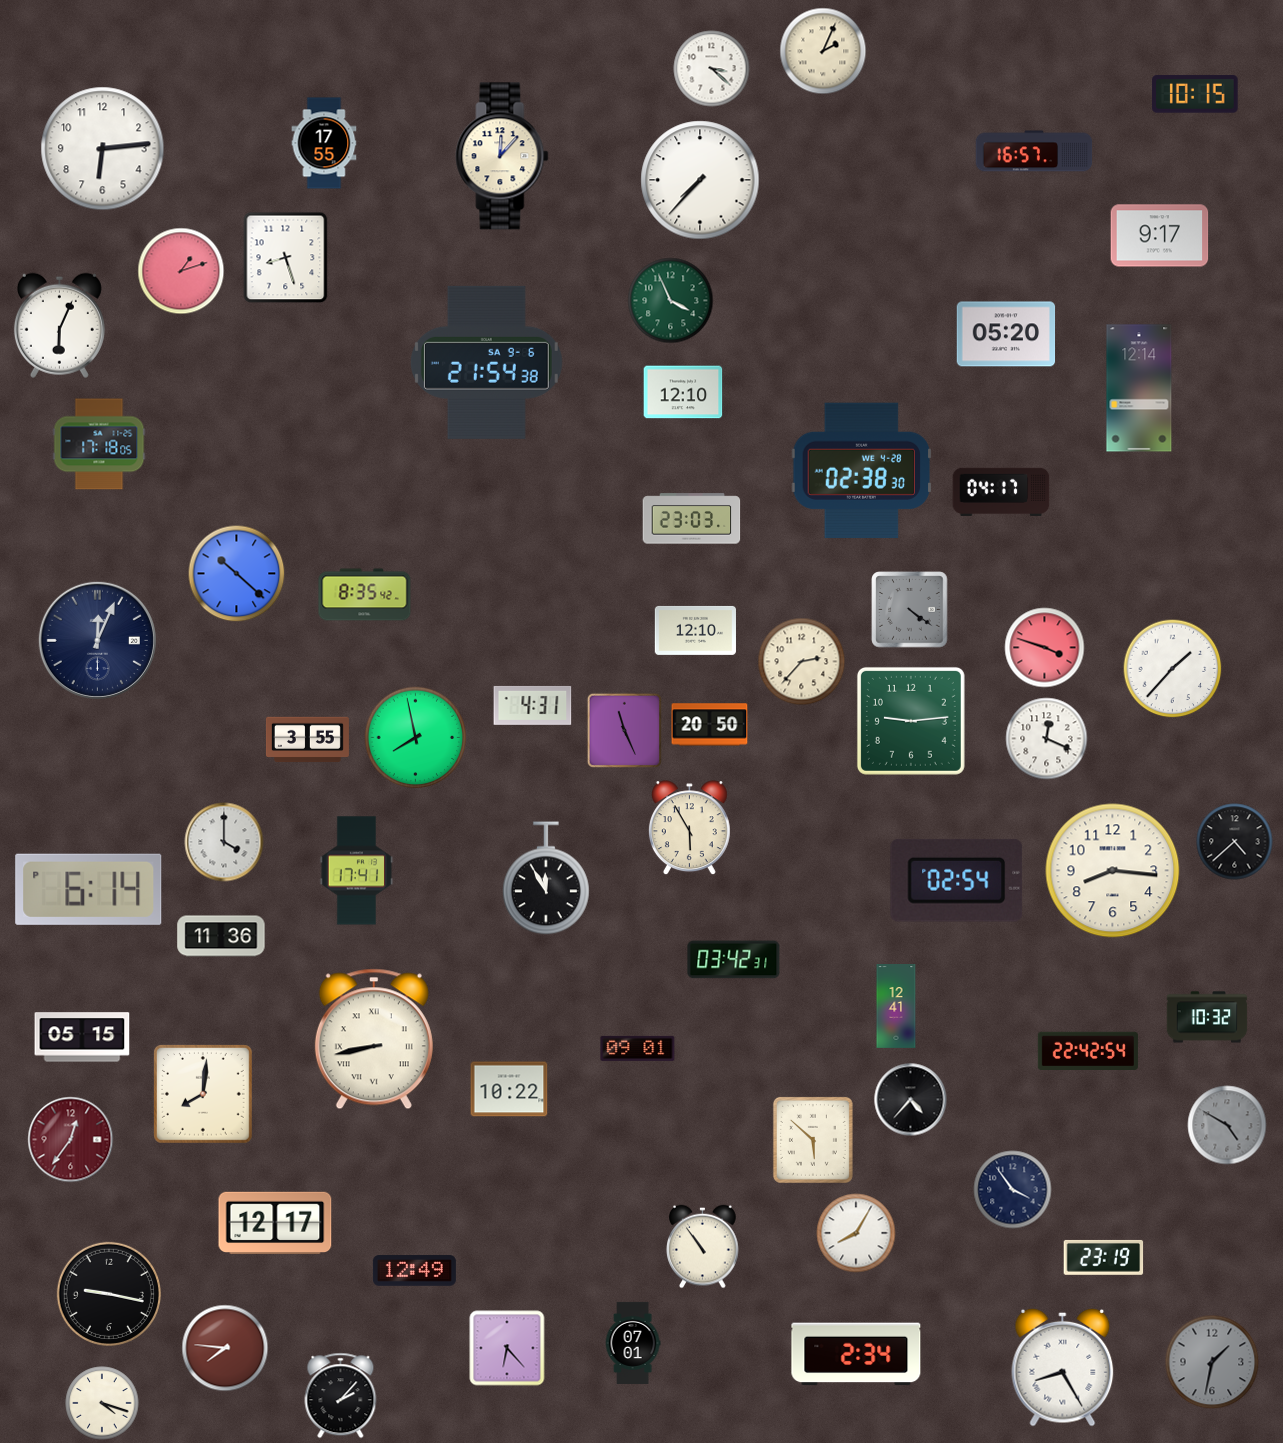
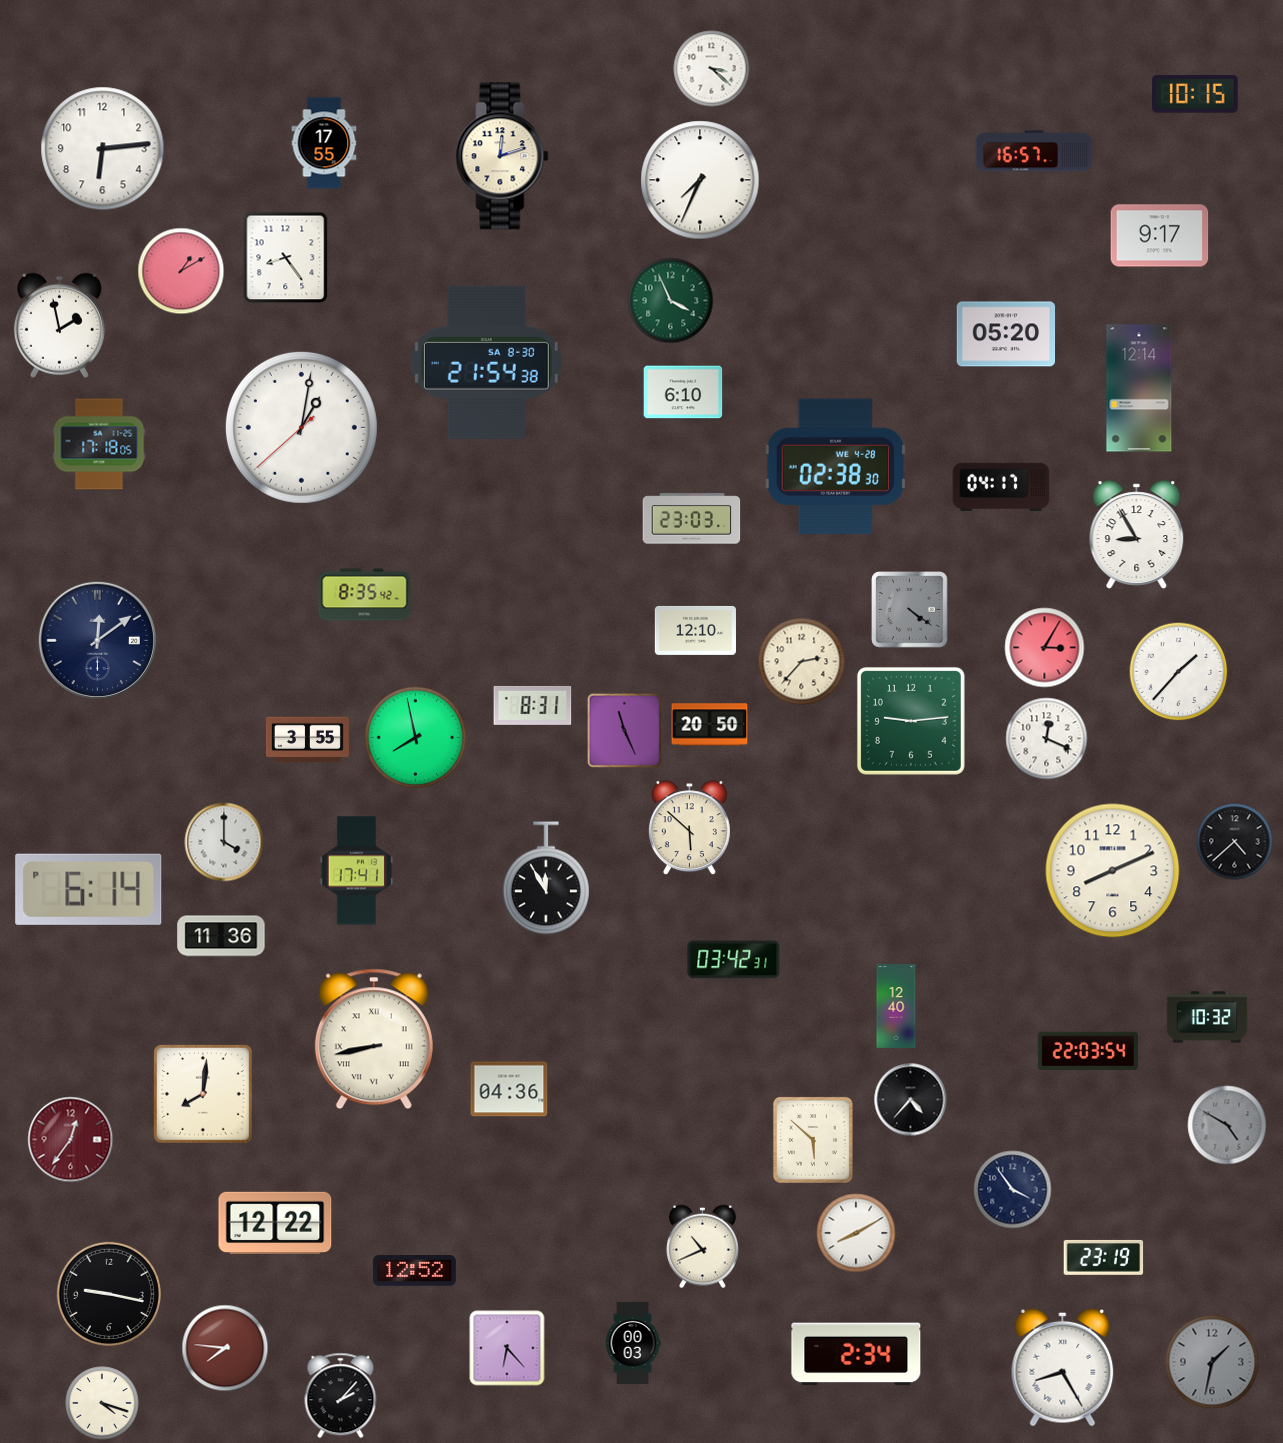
clock at (823, 51): 2:04 -> none
clock at (502, 156): 12:07 -> 12:12
clock at (700, 180): 7:37 -> 7:34
clock at (286, 258): 8:27 -> 8:24
clock at (181, 271): 1:12 -> 1:10
clock at (59, 325): 6:04 -> 1:58
clock at (486, 362) date: SA 9-6 -> SA 8-30
clock at (683, 392): 12:10 -> 6:10
clock at (301, 427): none -> 1:01
clock at (861, 471) position: (861, 471) -> (835, 467)
clock at (1001, 492) position: (1001, 492) -> (1001, 487)
clock at (1137, 535): none -> 8:55
clock at (237, 574): 10:22 -> none
clock at (97, 640): 12:04 -> 12:09
clock at (1045, 648): 3:48 -> 3:05
clock at (1173, 669) position: (1173, 669) -> (1179, 672)
clock at (533, 705): 4:31 -> 8:31
clock at (689, 828): 5:55 -> 5:52
clock at (1113, 871): 8:16 -> 8:11
clock at (957, 880): 02:54 -> none
clock at (896, 1007): 12:41 -> 12:40
clock at (82, 1037): 05:15 -> none
clock at (638, 1048): 09:01 -> none
clock at (1088, 1050): 22:42 -> 22:03
clock at (509, 1089): 10:22 -> 04:36
clock at (275, 1222): 12:17 -> 12:22
clock at (856, 1233): 8:05 -> 8:10
clock at (703, 1247): 10:54 -> 10:41
clock at (414, 1271): 12:49 -> 12:52
clock at (633, 1343): 07:01 -> 00:03
